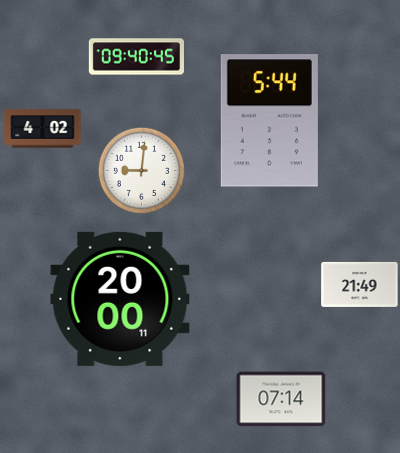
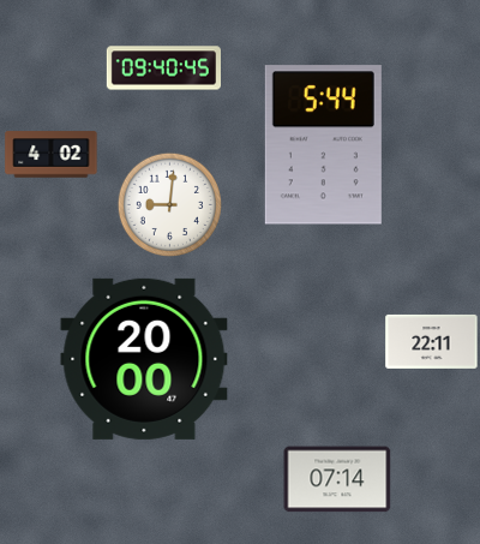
clock at (360, 284): 21:49 -> 22:11
clock at (120, 299): 20:00:11 -> 20:00
